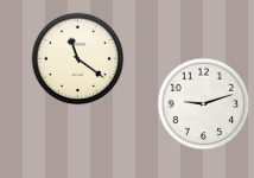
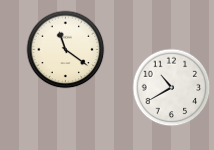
clock at (203, 103): 9:12 -> 10:40
